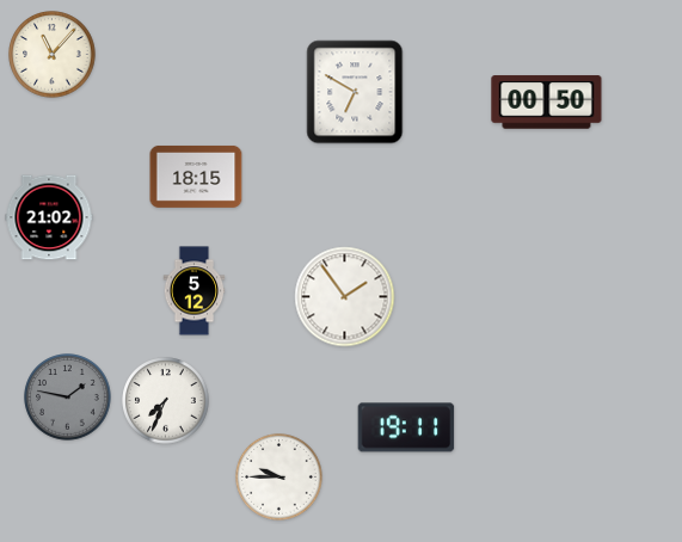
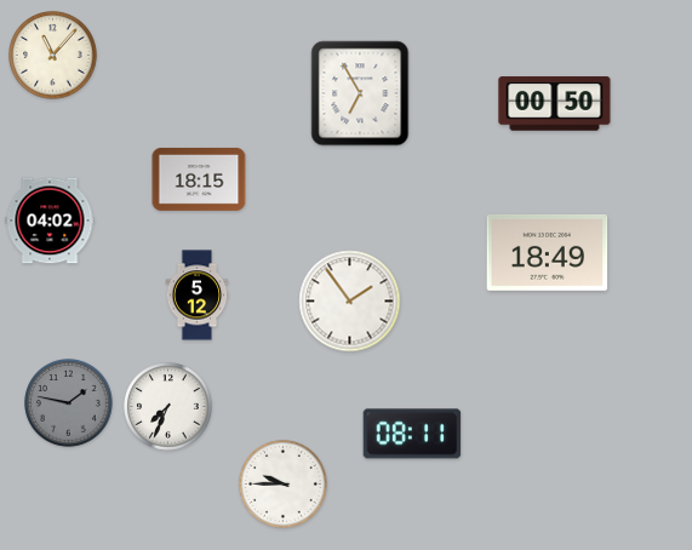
clock at (355, 92): 6:50 -> 6:55
clock at (49, 217): 21:02 -> 04:02
clock at (548, 252): none -> 18:49
clock at (406, 427): 19:11 -> 08:11
